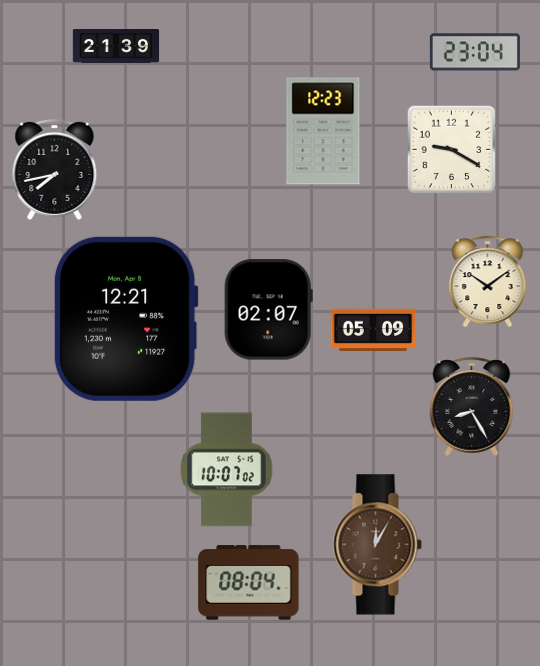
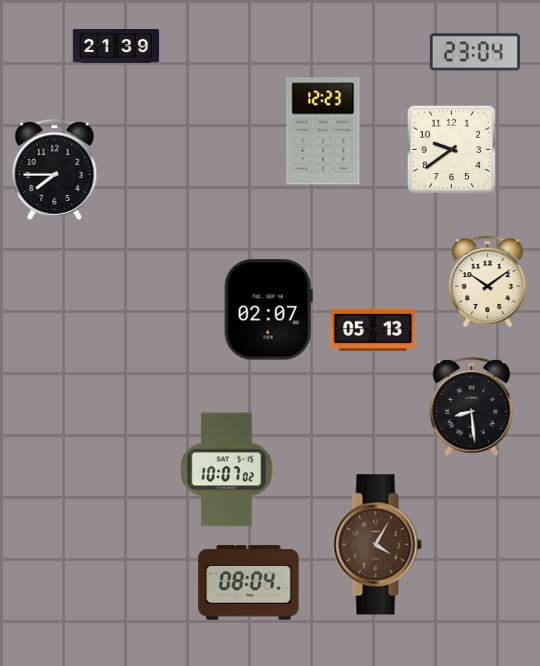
clock at (452, 150): 9:20 -> 9:39
clock at (55, 169): 7:43 -> 7:45
clock at (126, 319): 12:21 -> none
clock at (373, 330): 05:09 -> 05:13
clock at (472, 406): 8:25 -> 8:29
clock at (377, 545): 12:05 -> 4:05
